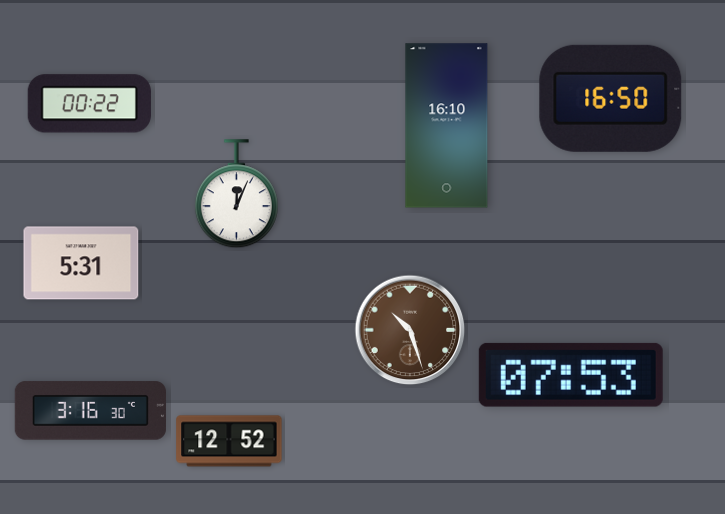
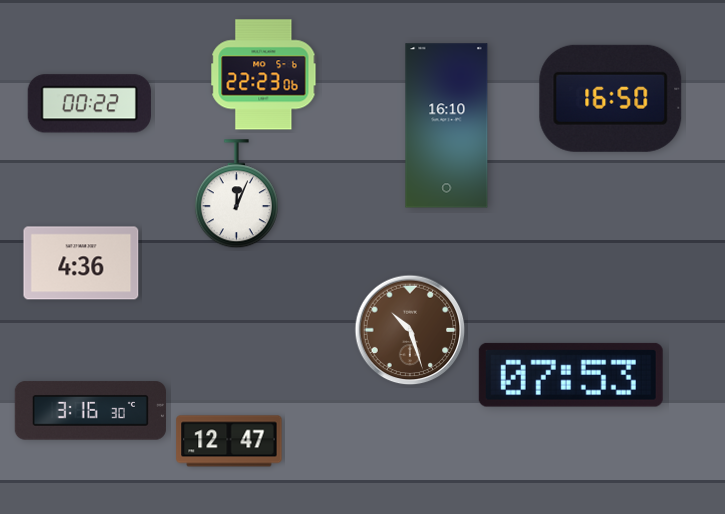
clock at (264, 75): none -> 22:23
clock at (81, 263): 5:31 -> 4:36
clock at (229, 441): 12:52 -> 12:47
